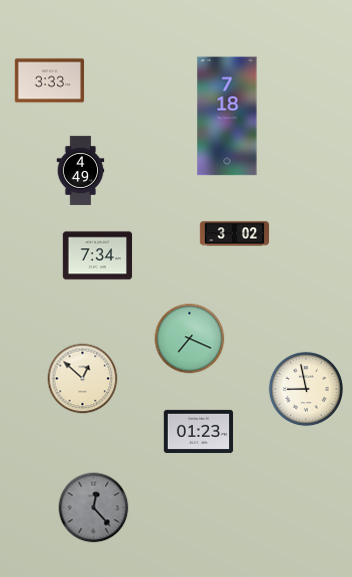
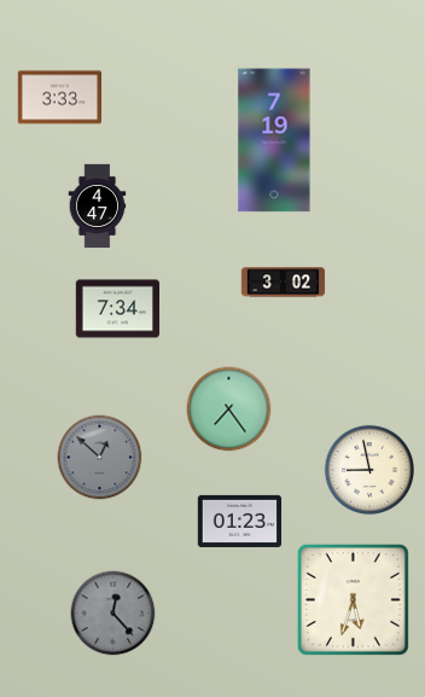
clock at (227, 116): 7:18 -> 7:19
clock at (81, 171): 4:49 -> 4:47
clock at (190, 339): 7:19 -> 7:24
clock at (83, 379) dial: cream -> grey
clock at (353, 599): none -> 5:33
